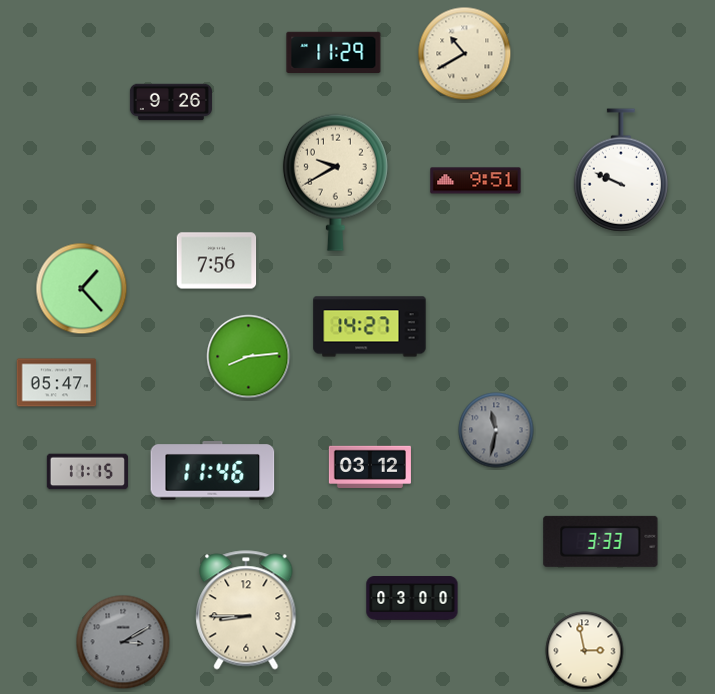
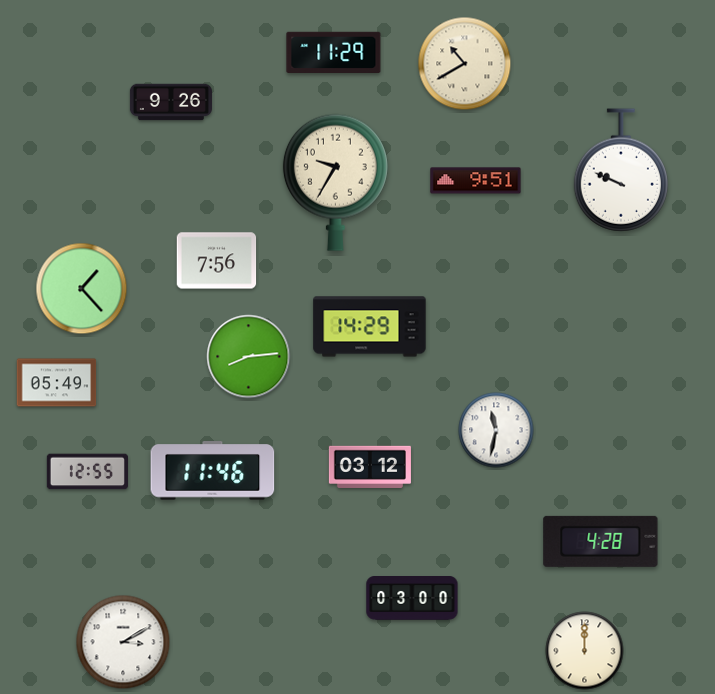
clock at (465, 54) position: (465, 54) -> (465, 64)
clock at (335, 182): 9:40 -> 9:35
clock at (370, 327): 14:27 -> 14:29
clock at (57, 383): 05:47 -> 05:49
clock at (496, 430) dial: grey -> white
clock at (87, 472): 11:15 -> 12:55
clock at (601, 541): 3:33 -> 4:28
clock at (246, 610): 8:45 -> none
clock at (123, 642) dial: grey -> white
clock at (585, 651): 2:58 -> 12:00
